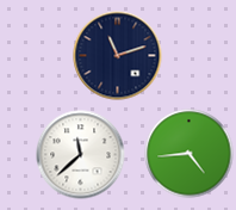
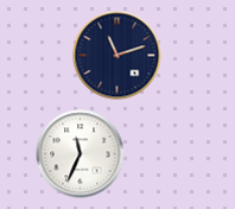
clock at (190, 154): 4:44 -> none
clock at (81, 155): 11:38 -> 11:34
